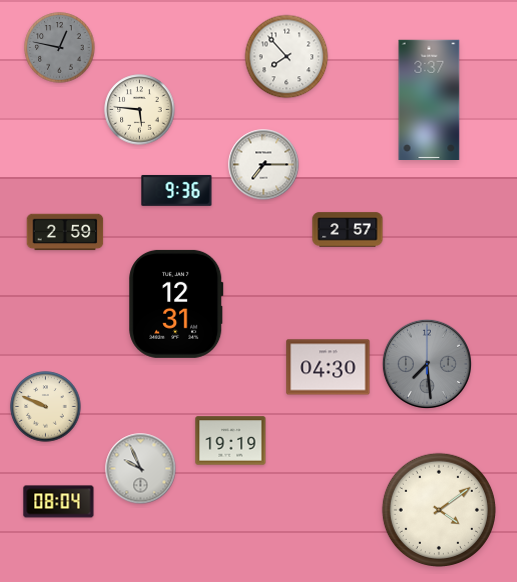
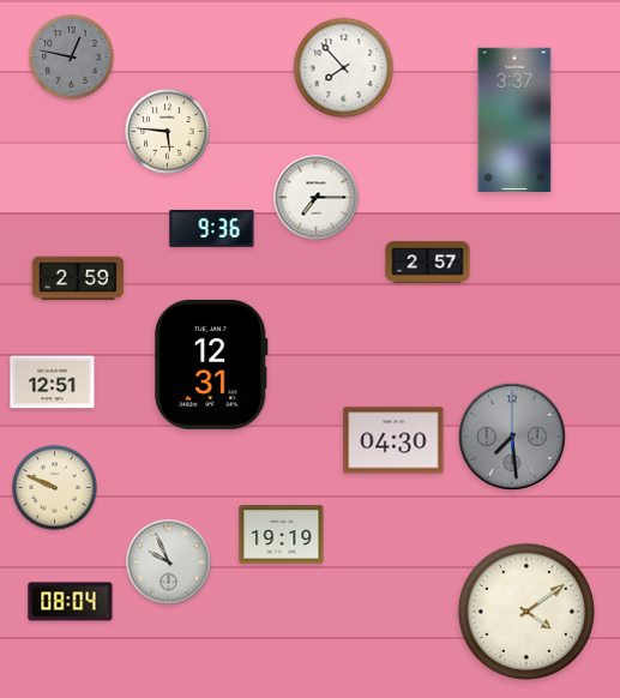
clock at (348, 230) position: (348, 230) -> (428, 263)
clock at (53, 383): none -> 12:51
clock at (231, 441) position: (231, 441) -> (282, 535)
